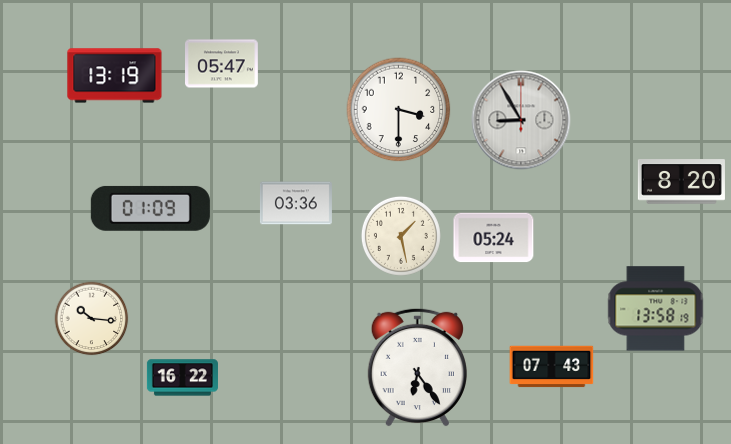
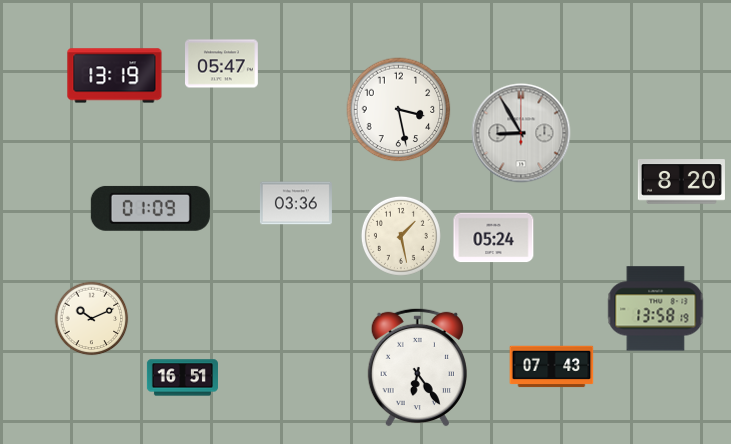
clock at (399, 110): 3:30 -> 3:28
clock at (521, 120) position: (521, 120) -> (521, 133)
clock at (92, 319): 10:16 -> 10:11
clock at (182, 378): 16:22 -> 16:51
